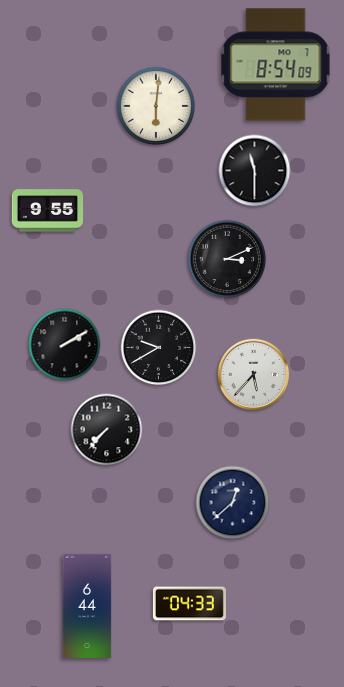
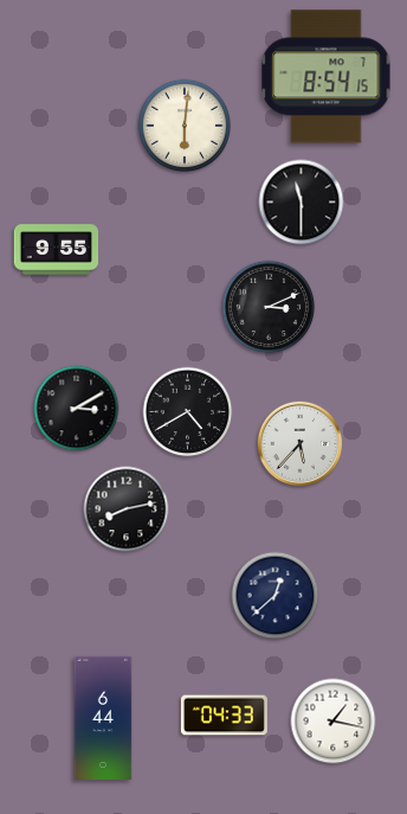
clock at (276, 65): 8:54:09 -> 8:54:15
clock at (65, 345): 2:10 -> 3:10
clock at (159, 348): 9:40 -> 4:40
clock at (107, 430): 7:37 -> 8:13
clock at (334, 722): none -> 1:17
